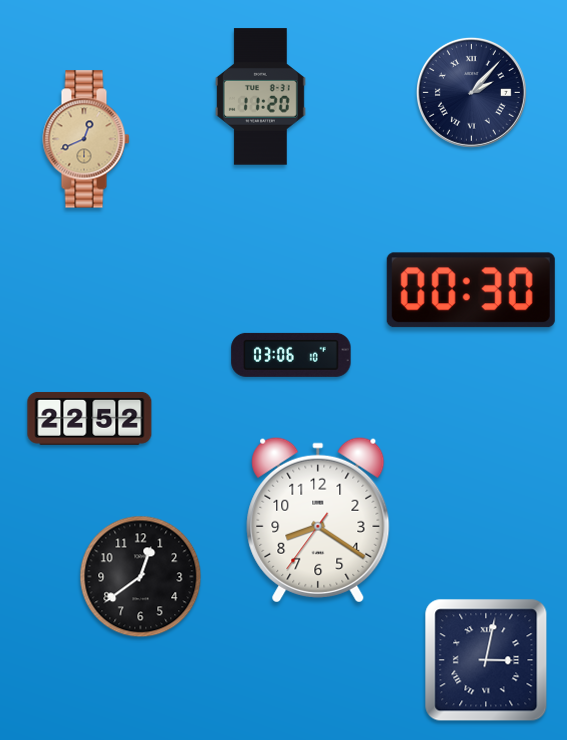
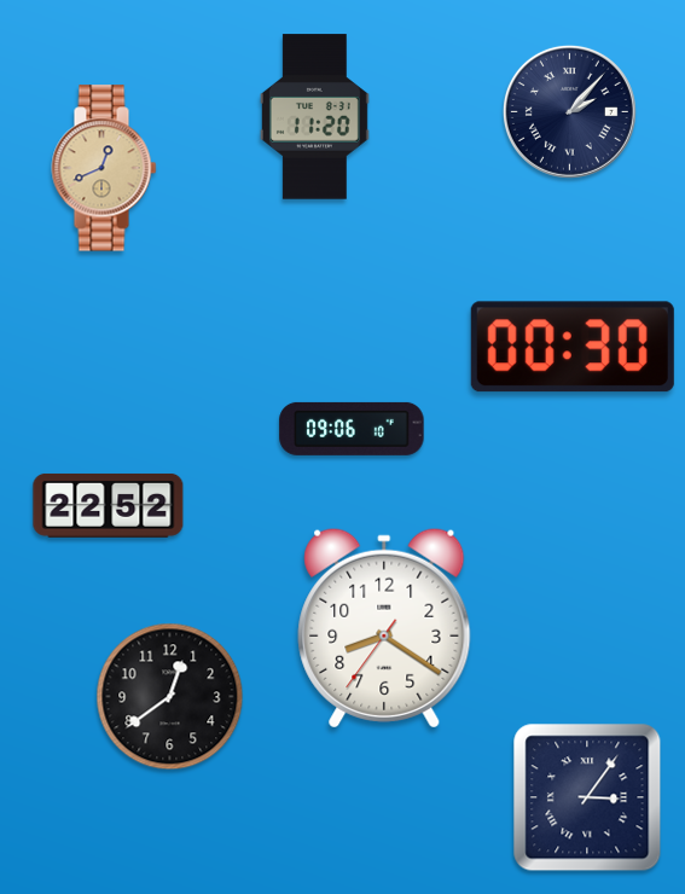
clock at (471, 290) position: (471, 290) -> (573, 347)
clock at (291, 355): 03:06 -> 09:06
clock at (486, 660): 3:02 -> 3:06
